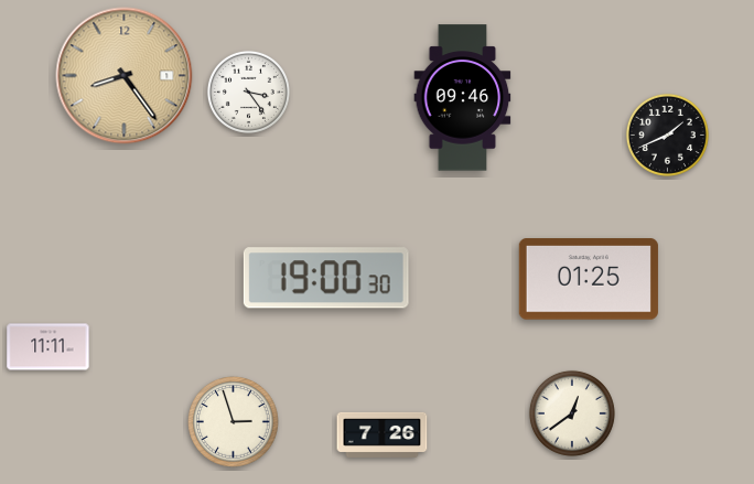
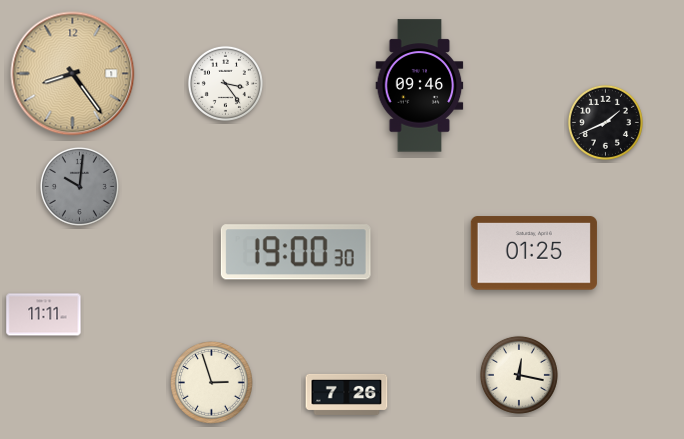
clock at (125, 76) position: (125, 76) -> (73, 74)
clock at (463, 98) position: (463, 98) -> (420, 86)
clock at (79, 186): none -> 10:01
clock at (572, 413): 12:39 -> 12:17
